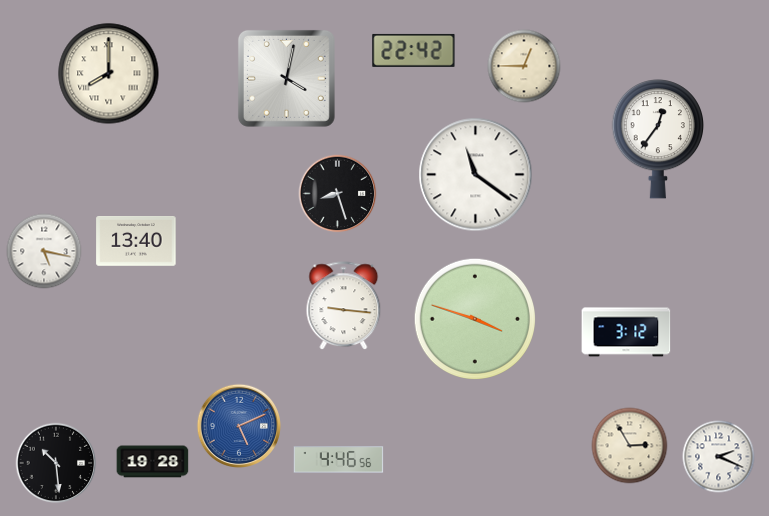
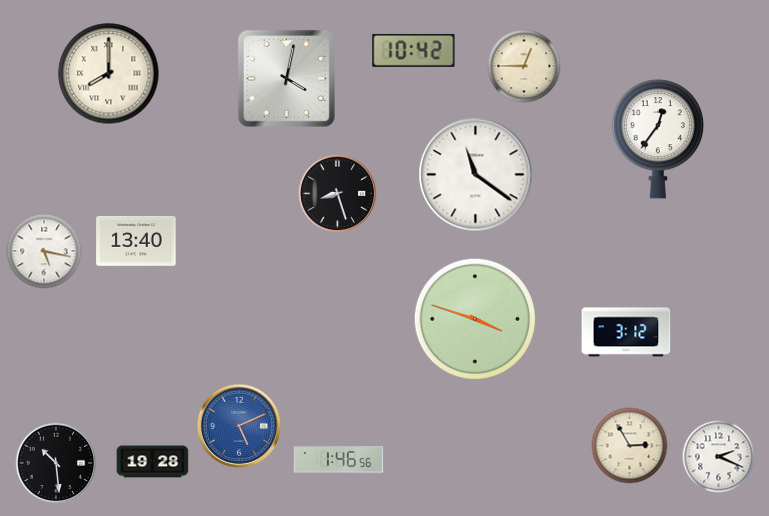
clock at (414, 50): 22:42 -> 10:42
clock at (344, 306): 9:16 -> none
clock at (339, 460): 4:46 -> 1:46
